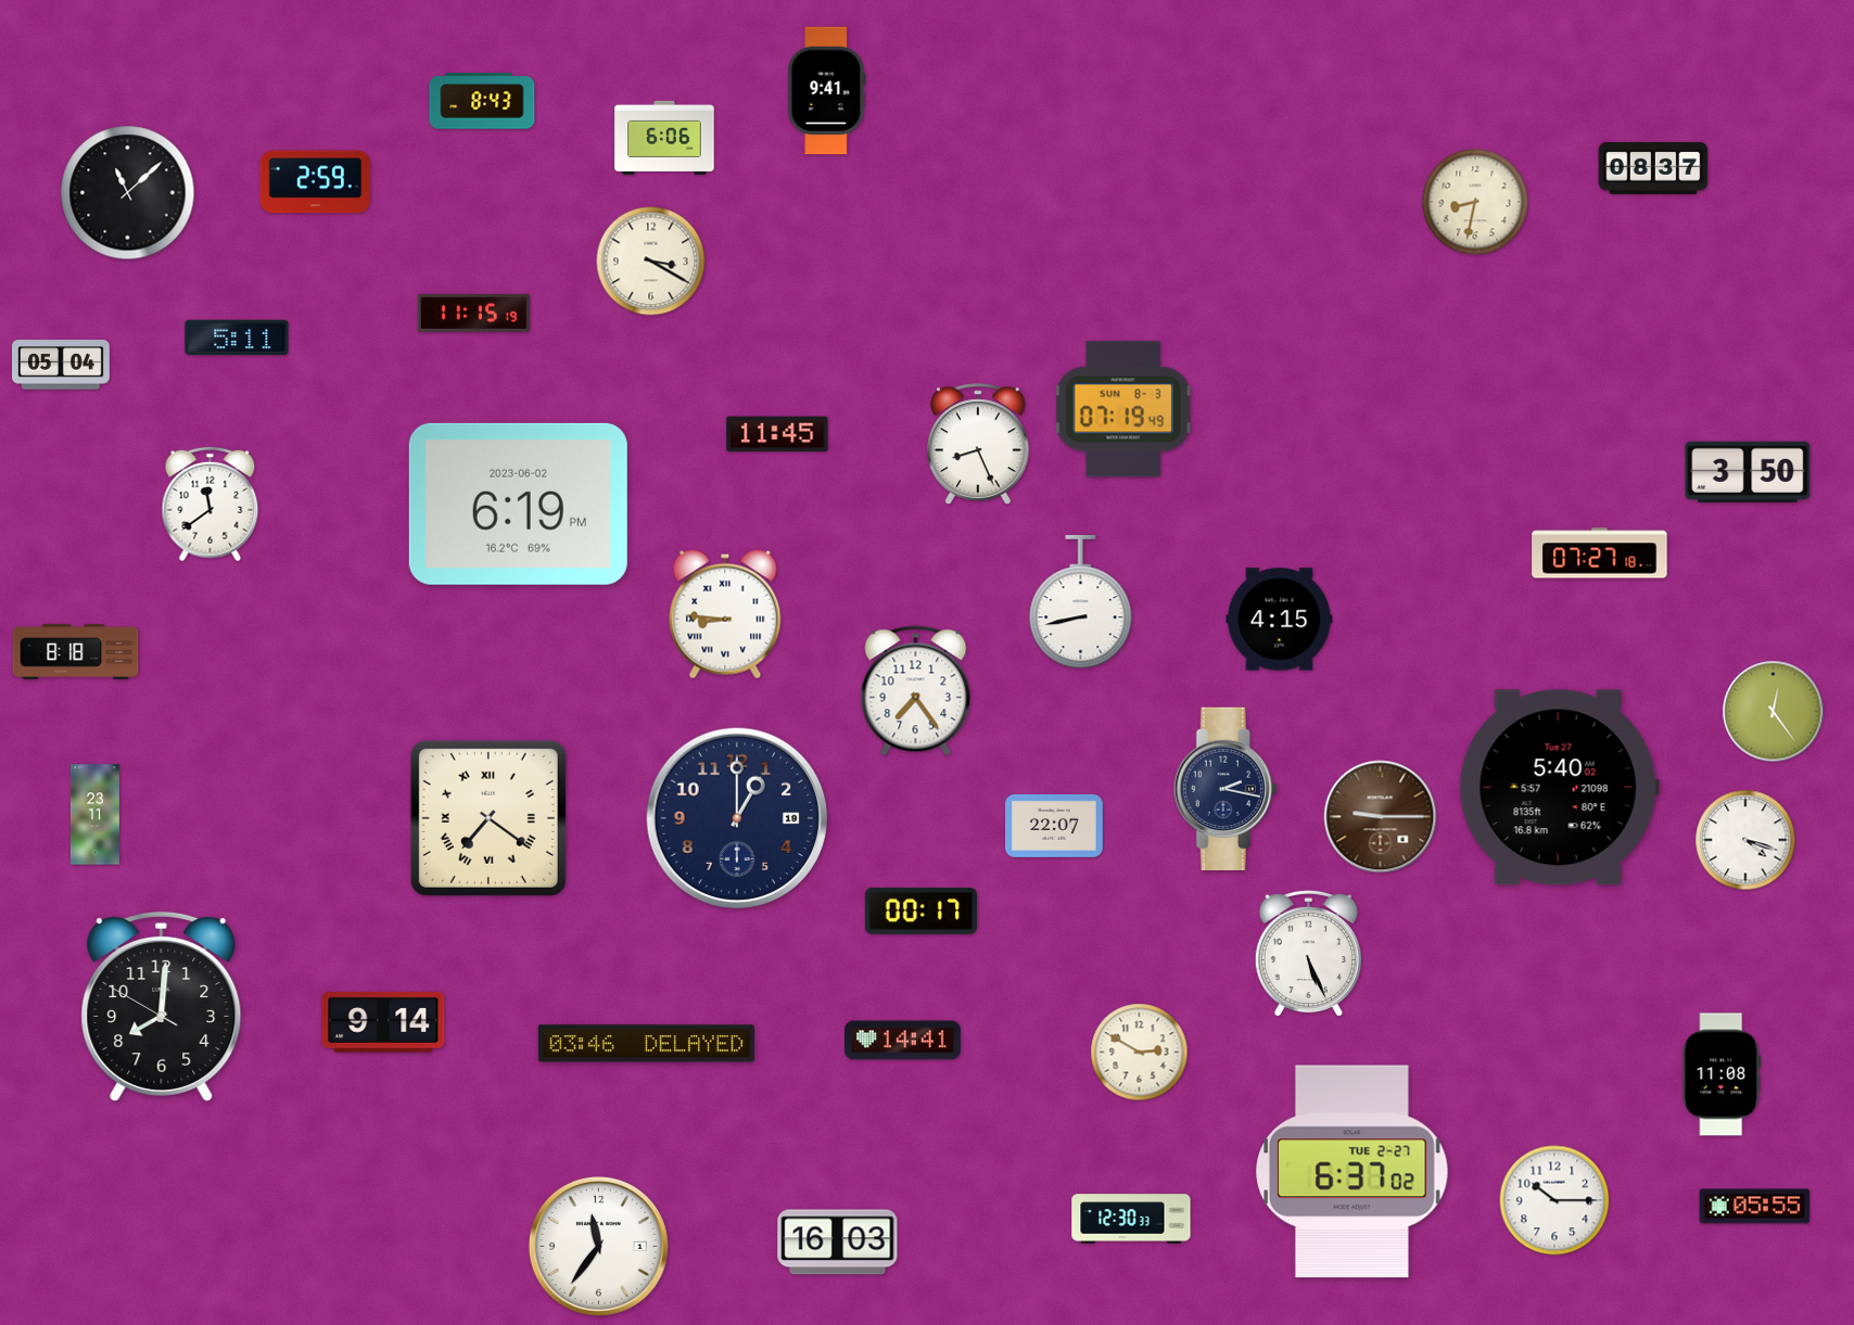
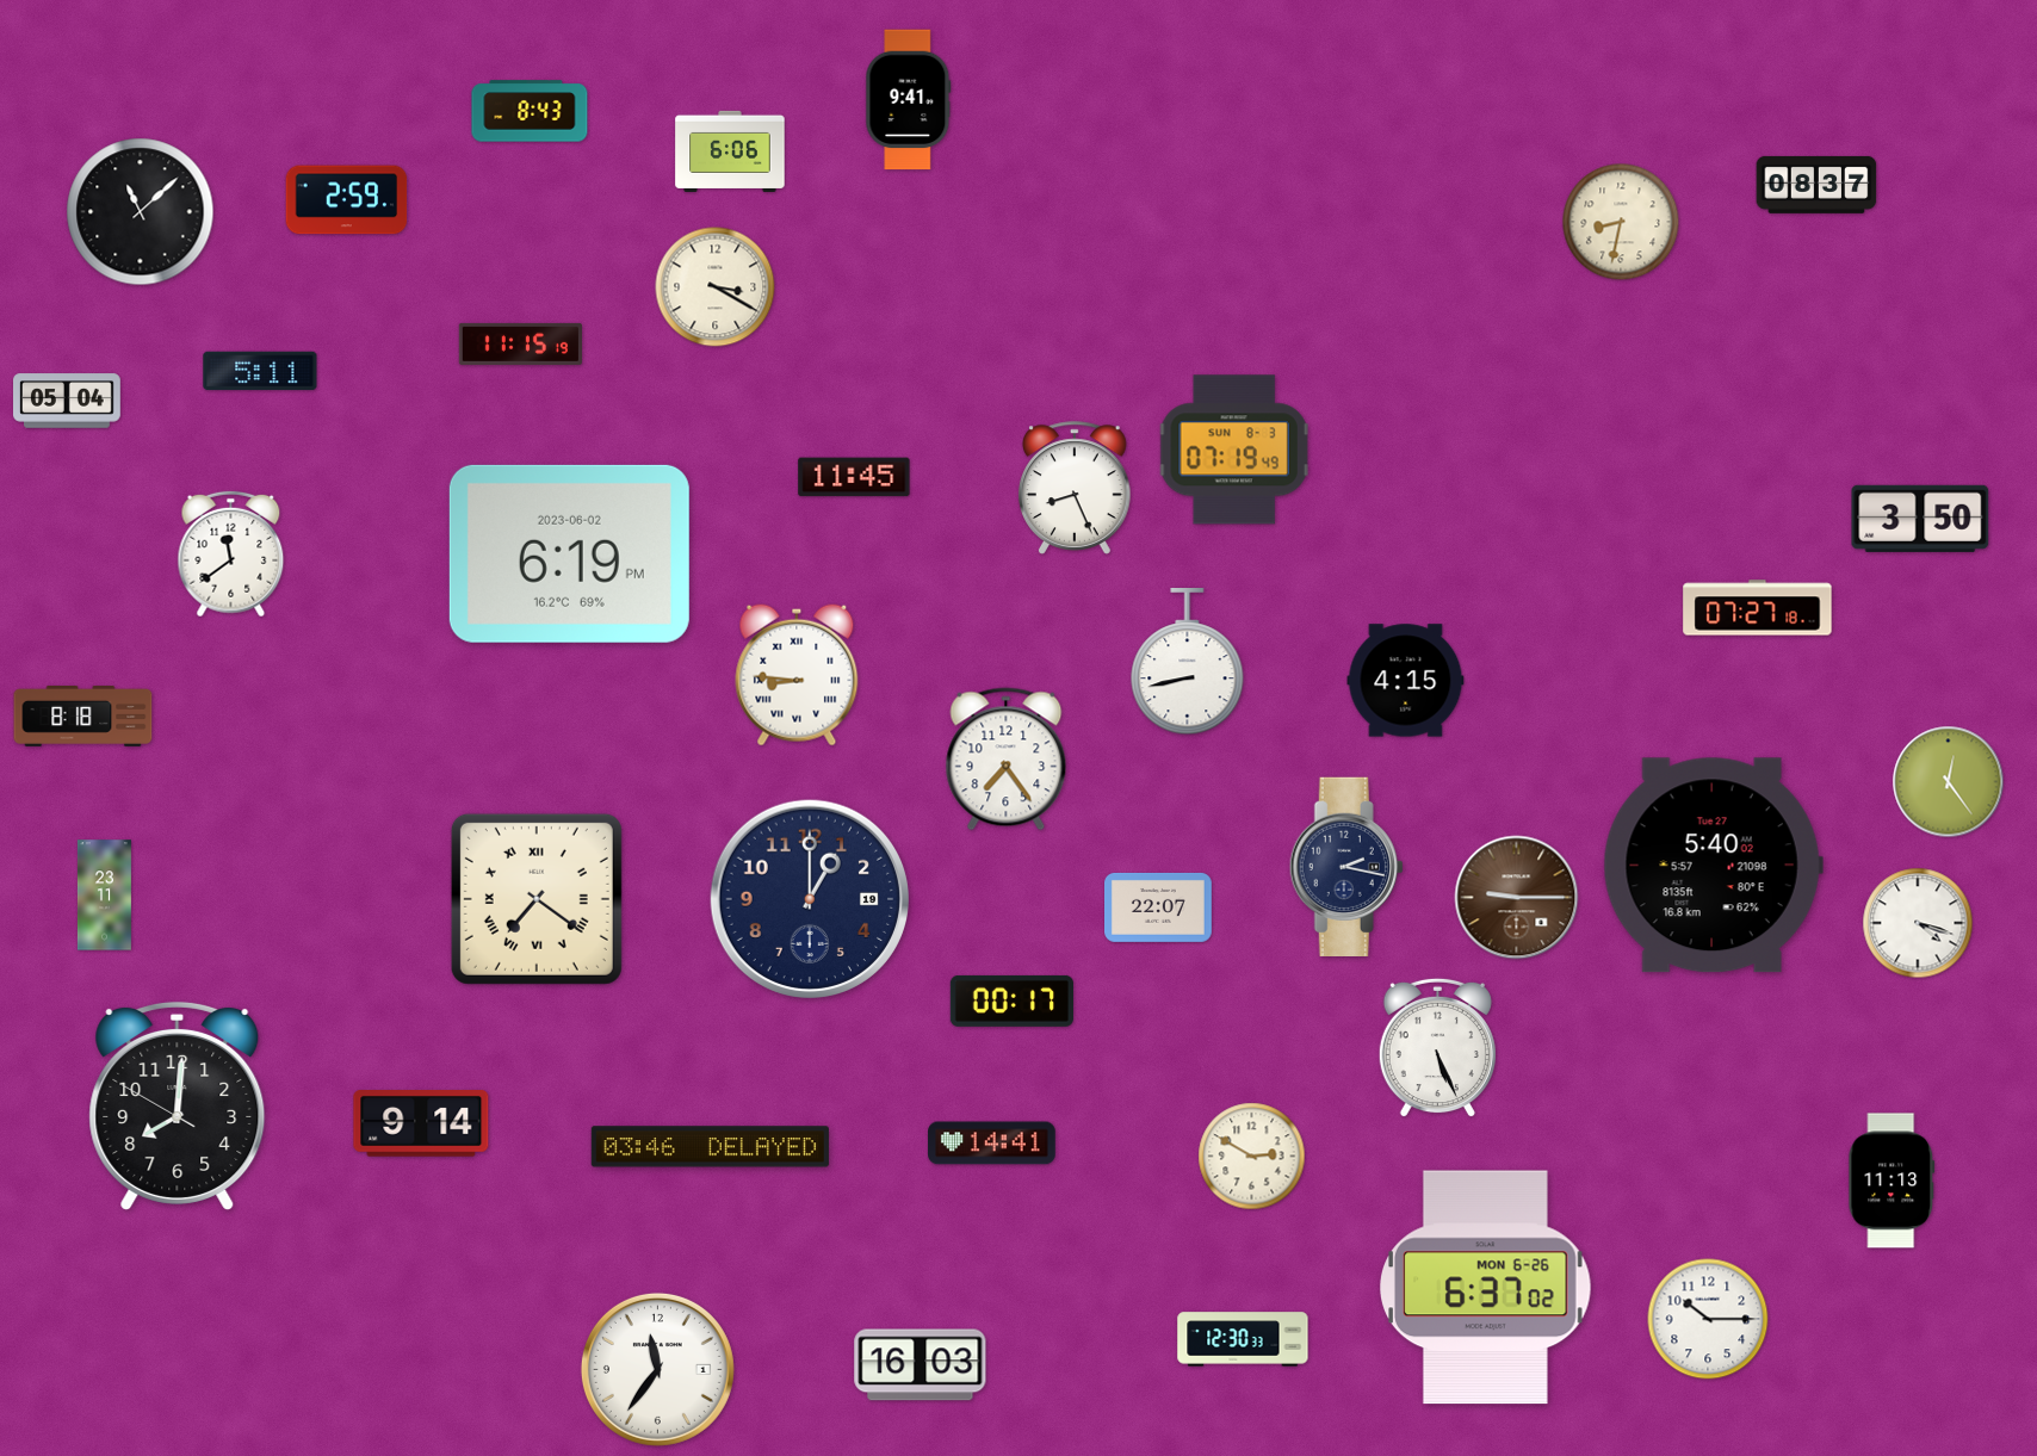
clock at (1722, 1074): 11:08 -> 11:13
clock at (1353, 1172) date: TUE 2-27 -> MON 6-26
clock at (1755, 1207): 05:55 -> none
